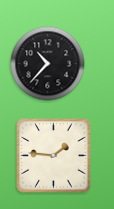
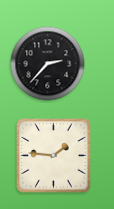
clock at (48, 64): 10:37 -> 2:37
